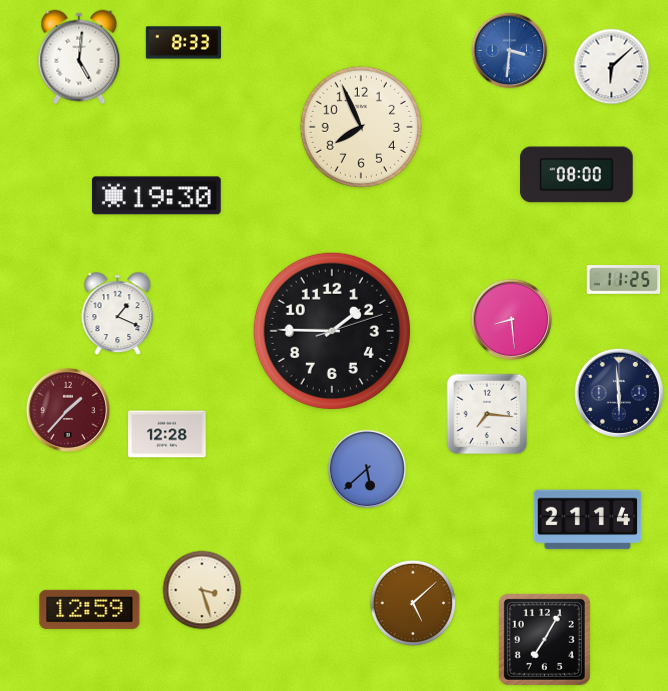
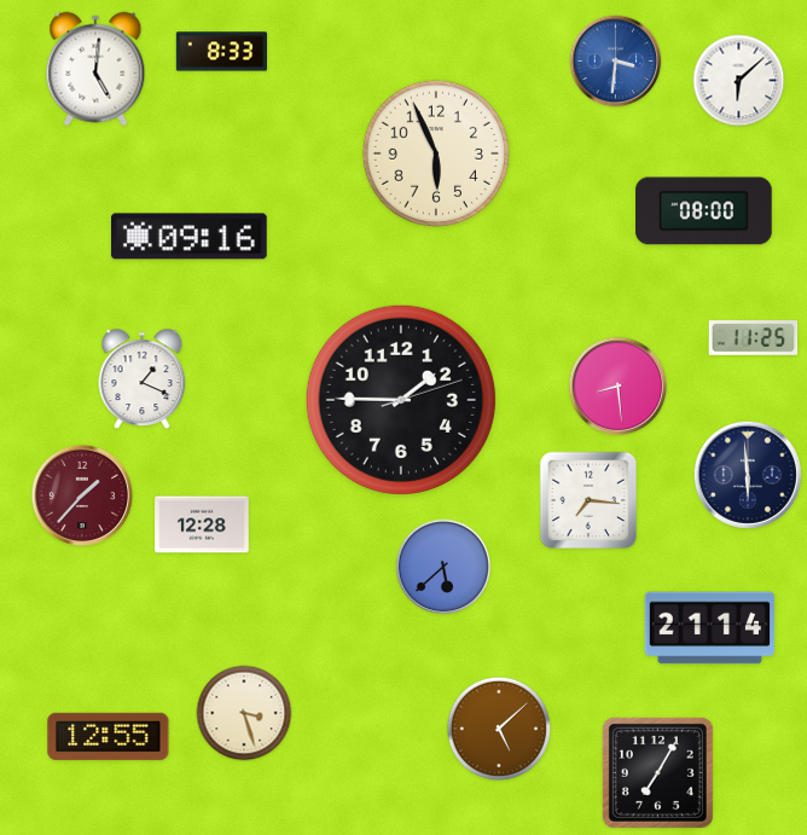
clock at (361, 127): 7:56 -> 5:56
clock at (577, 175) position: (577, 175) -> (704, 211)
clock at (156, 196): 19:30 -> 09:16
clock at (90, 609): 12:59 -> 12:55
